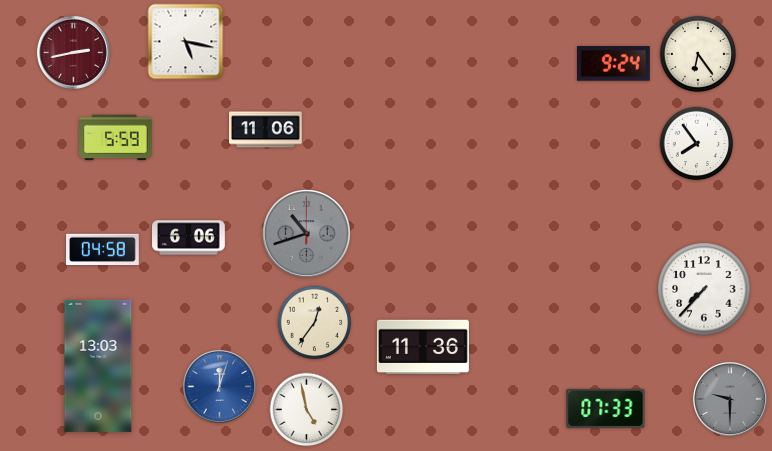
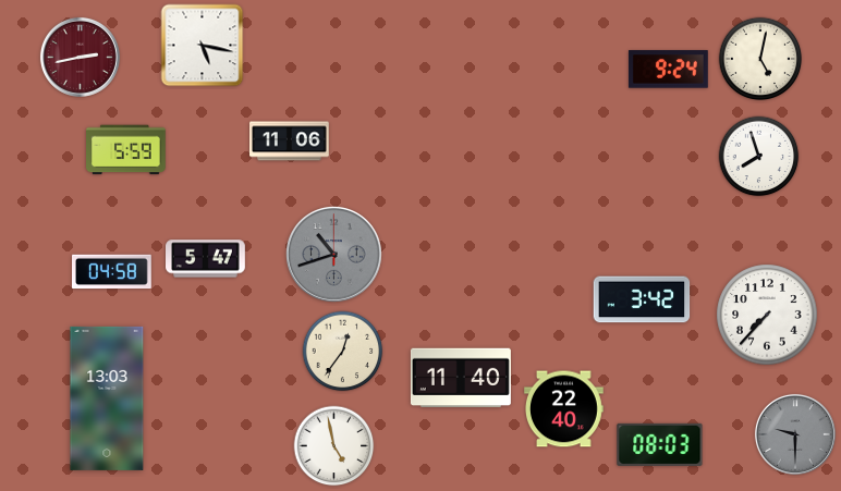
clock at (698, 54): 6:24 -> 5:02
clock at (697, 144): 7:54 -> 7:57
clock at (189, 238): 6:06 -> 5:47
clock at (642, 299): none -> 3:42
clock at (423, 347): 11:36 -> 11:40
clock at (564, 409): none -> 22:40
clock at (219, 386): 12:03 -> none
clock at (606, 408): 07:33 -> 08:03
